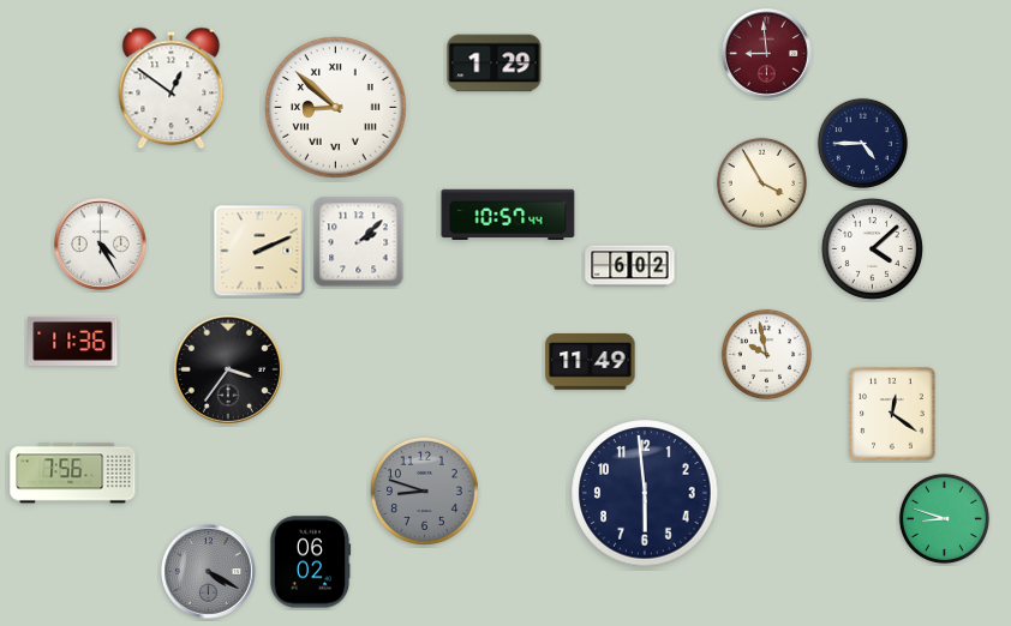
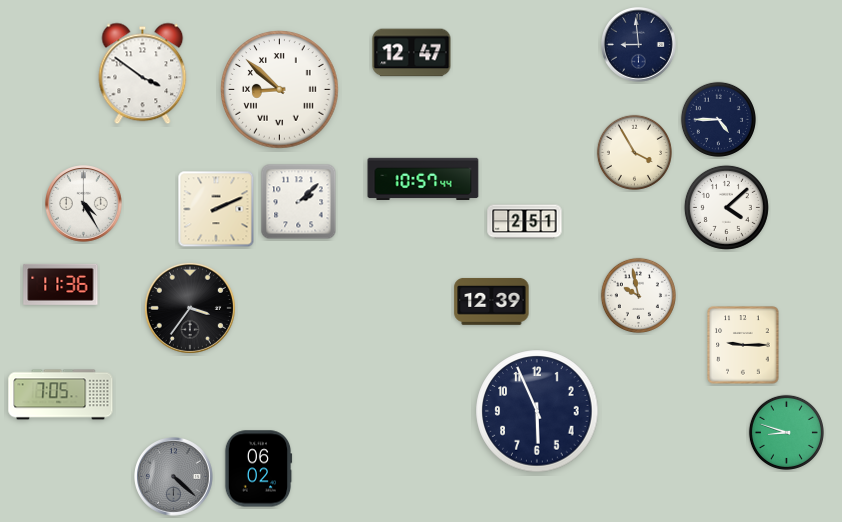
clock at (767, 54) dial: burgundy -> navy
clock at (495, 64): 1:29 -> 12:47
clock at (172, 89): 12:51 -> 3:51
clock at (630, 266): 6:02 -> 2:51
clock at (591, 361): 11:49 -> 12:39
clock at (892, 414): 12:21 -> 9:15
clock at (73, 474): 7:56 -> 7:05
clock at (424, 490): 8:48 -> none
clock at (645, 493): 5:59 -> 5:56
clock at (209, 572): 4:20 -> 4:22
